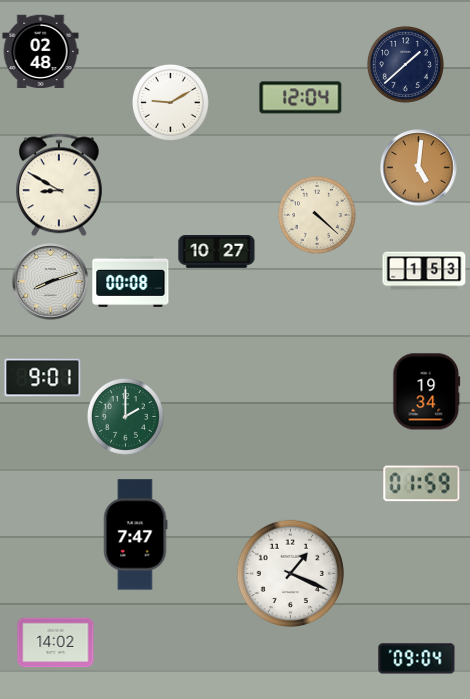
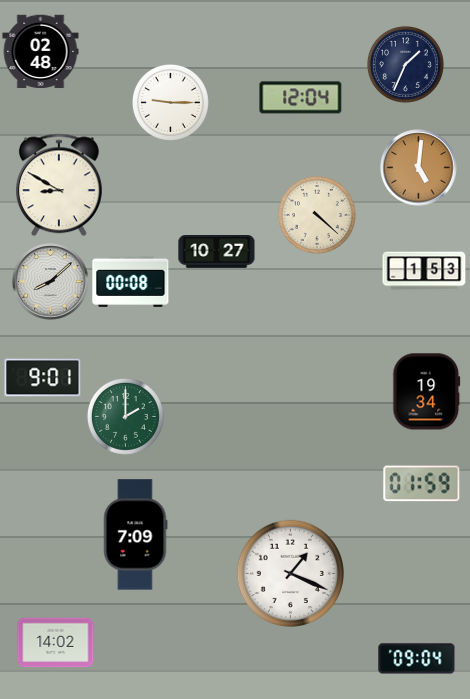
clock at (405, 64): 1:38 -> 1:34
clock at (170, 102): 9:10 -> 9:15
clock at (51, 282): 8:12 -> 8:08
clock at (135, 535): 7:47 -> 7:09
